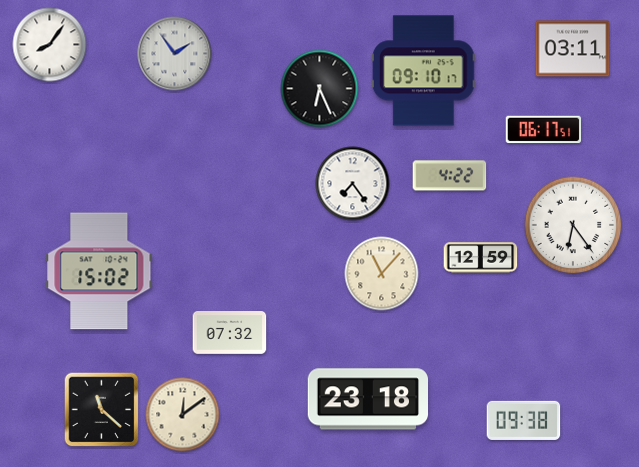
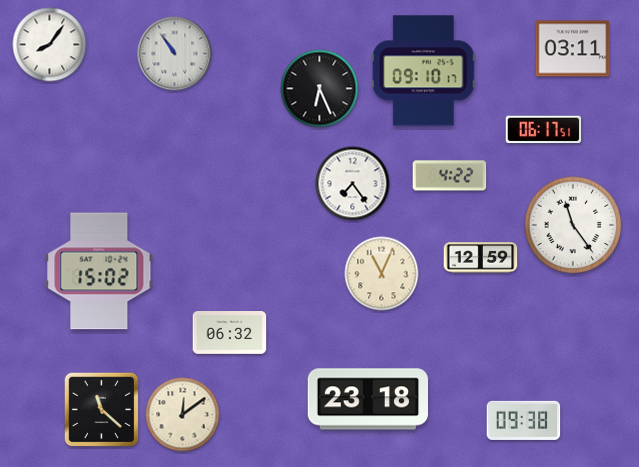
clock at (175, 54): 1:54 -> 10:54
clock at (573, 225): 6:24 -> 11:24
clock at (382, 274): 11:07 -> 11:04
clock at (230, 333): 07:32 -> 06:32
